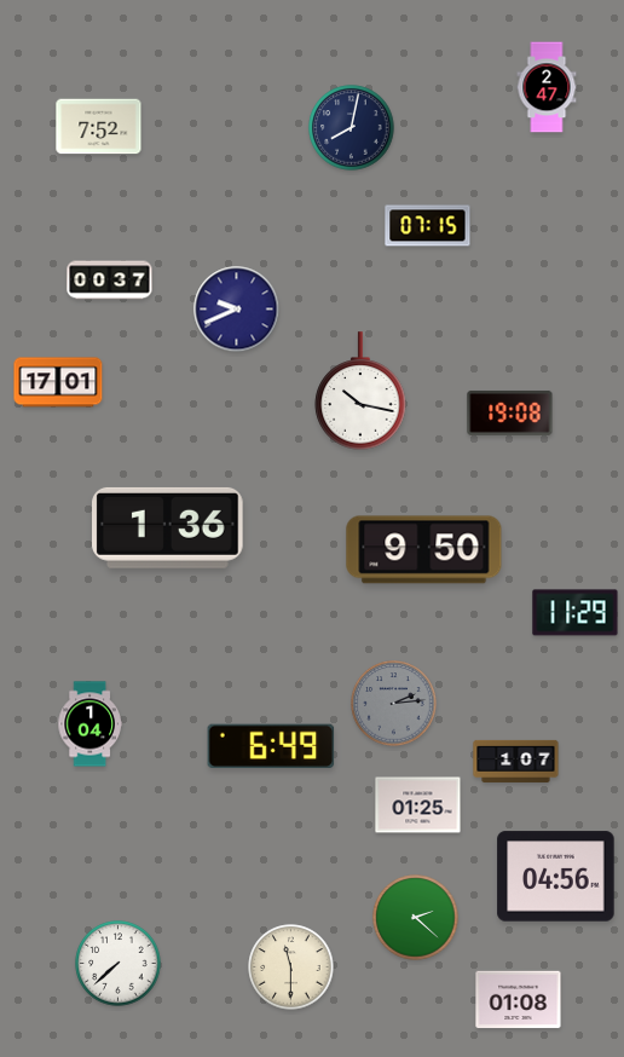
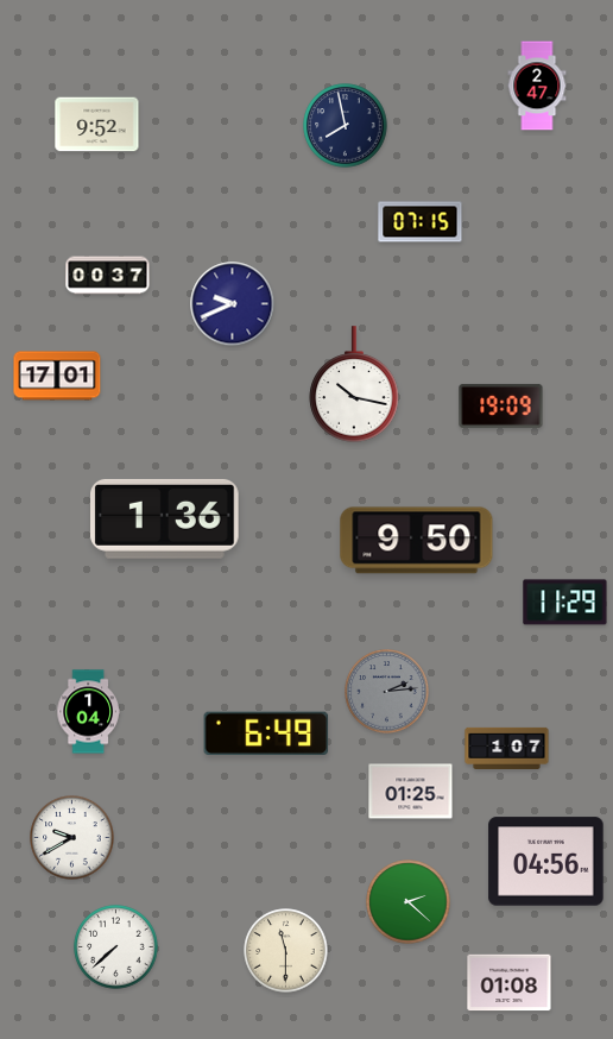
clock at (99, 127): 7:52 -> 9:52
clock at (352, 128): 8:02 -> 7:58
clock at (510, 412): 19:08 -> 19:09
clock at (72, 838): none -> 9:40
